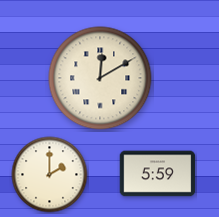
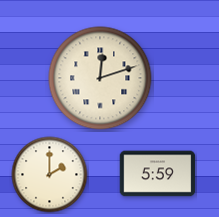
clock at (100, 78): 12:10 -> 12:12
